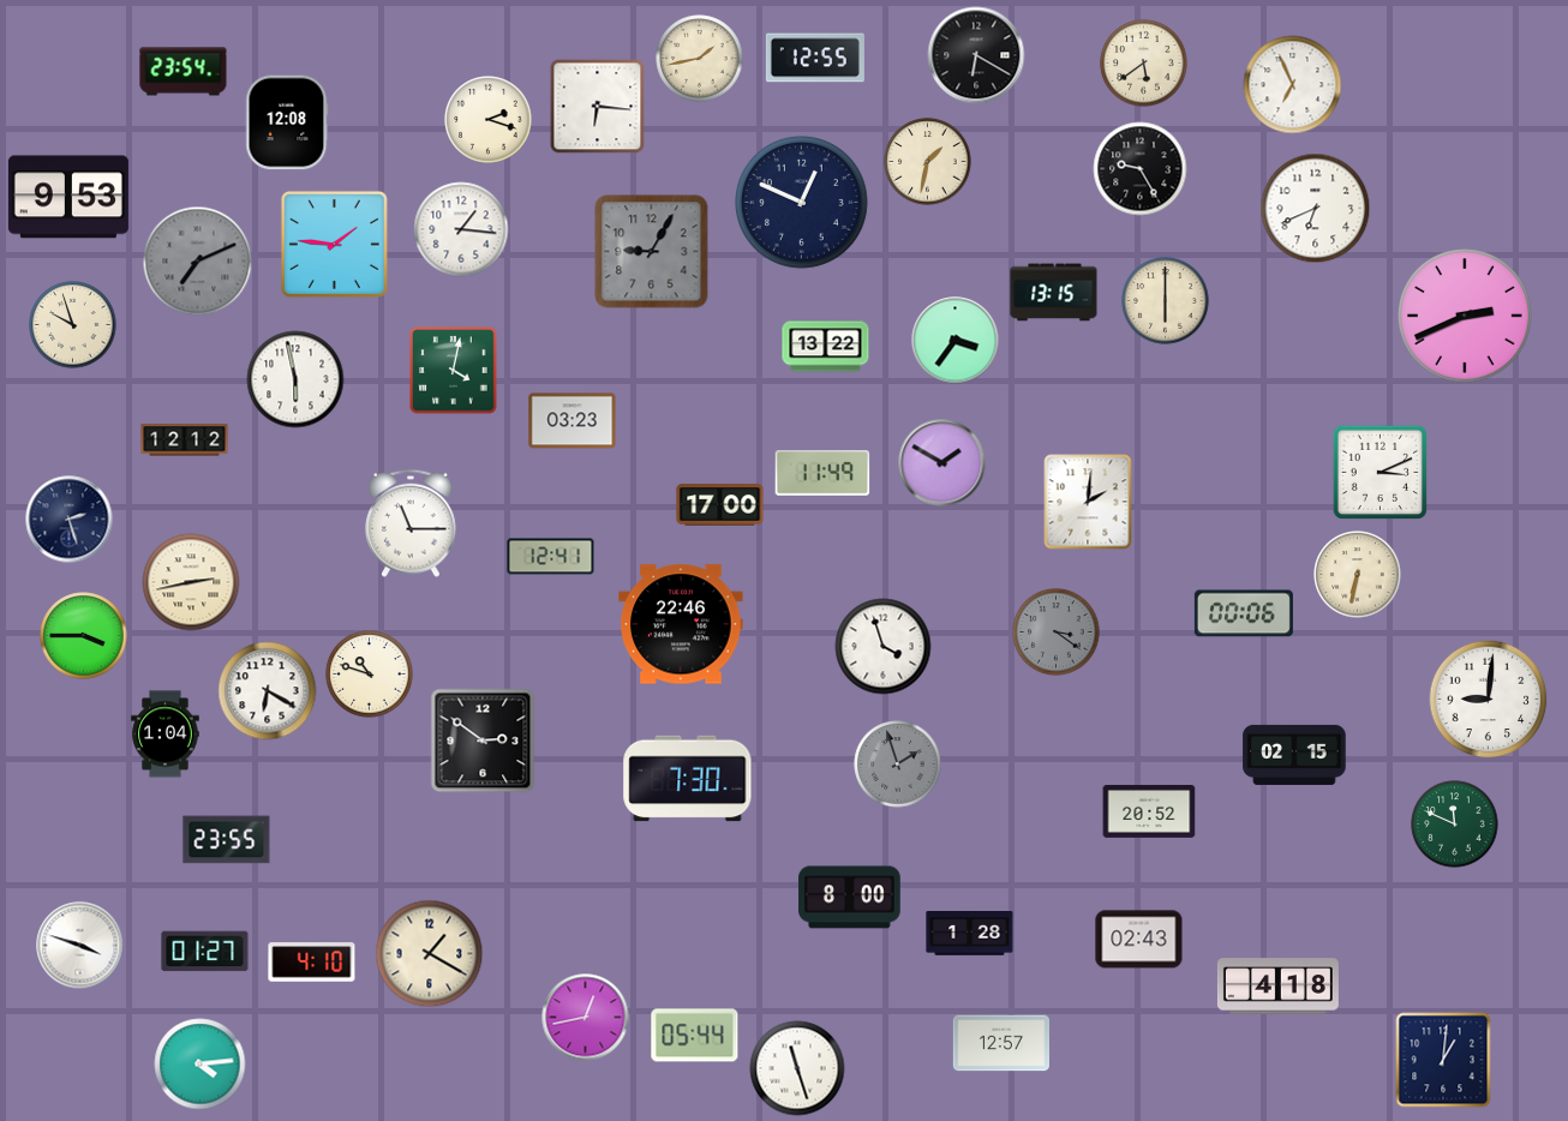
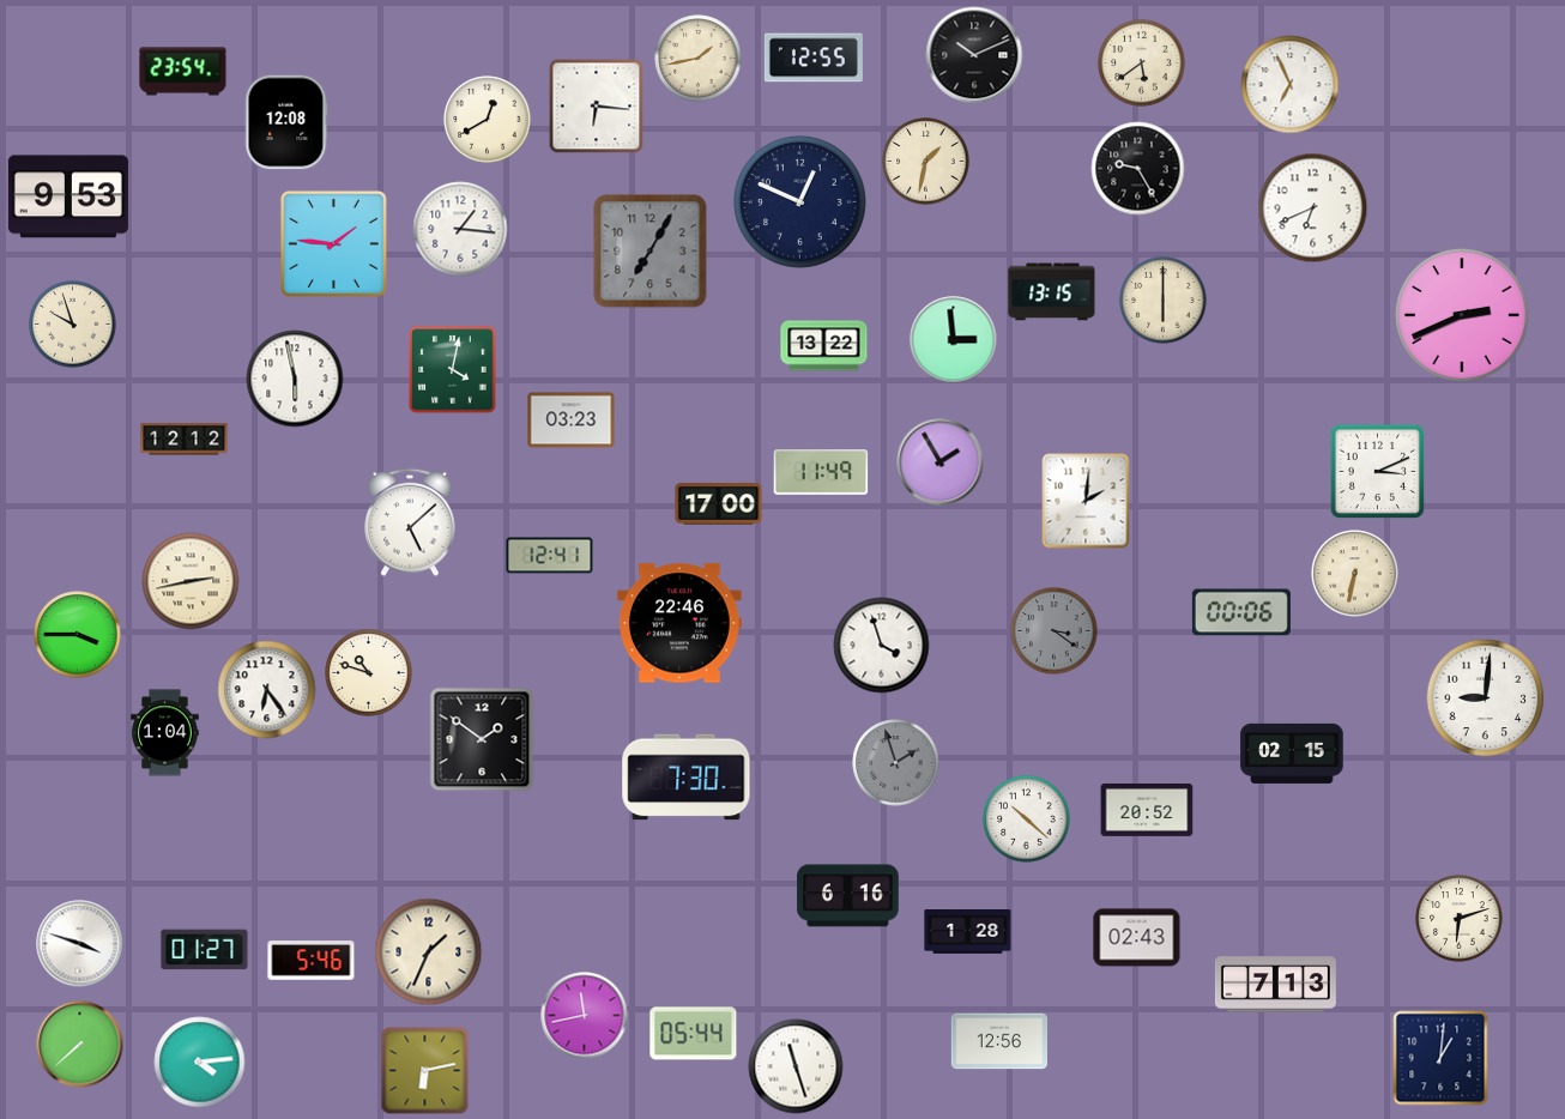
clock at (976, 55): 6:20 -> 10:11
clock at (489, 120): 2:18 -> 12:40
clock at (652, 252): 9:05 -> 7:05
clock at (198, 262): 7:11 -> none
clock at (956, 341): 3:36 -> 2:59
clock at (942, 463): 1:50 -> 1:55
clock at (70, 520): 2:27 -> none
clock at (412, 523): 11:15 -> 5:08
clock at (84, 636) position: (84, 636) -> (78, 635)
clock at (268, 691): 6:20 -> 6:24
clock at (483, 741): 2:51 -> 1:51
clock at (1027, 819): none -> 10:22
clock at (1455, 825): 11:49 -> none
clock at (227, 840): 23:55 -> none
clock at (850, 898): 8:00 -> 6:16
clock at (1460, 919): none -> 6:12
clock at (430, 954): 1:20 -> 1:34
clock at (312, 963): 4:10 -> 5:46
clock at (1277, 987): 4:18 -> 7:13
clock at (586, 1018): 12:43 -> 11:43
clock at (1001, 1043): 12:57 -> 12:56
clock at (80, 1045): none -> 7:38
clock at (425, 1071): none -> 6:13
